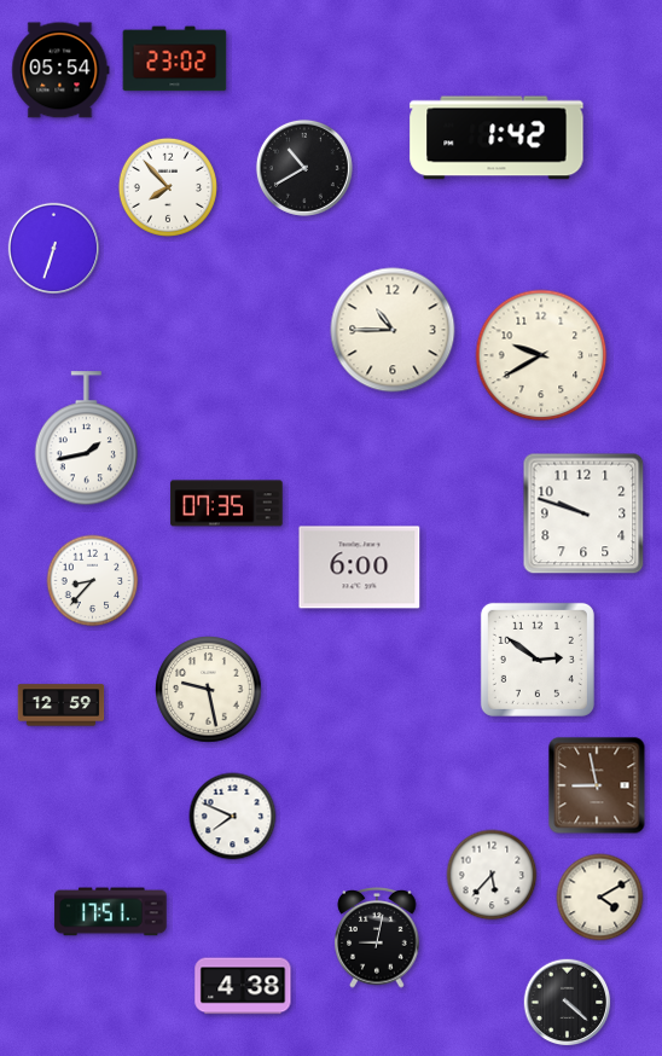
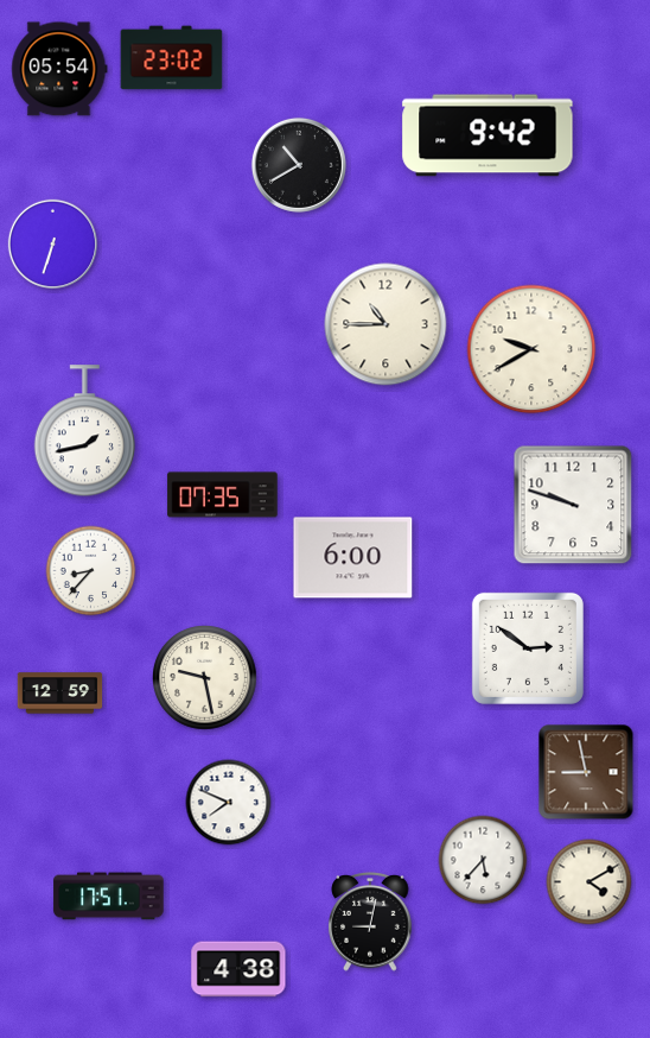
clock at (496, 138): 1:42 -> 9:42
clock at (168, 187): 7:53 -> none
clock at (568, 1003): 4:22 -> none
